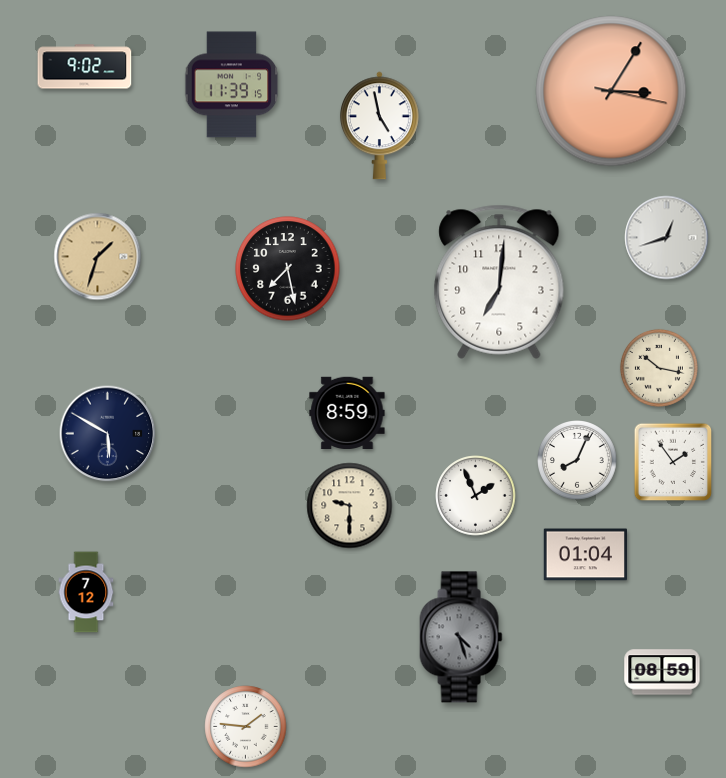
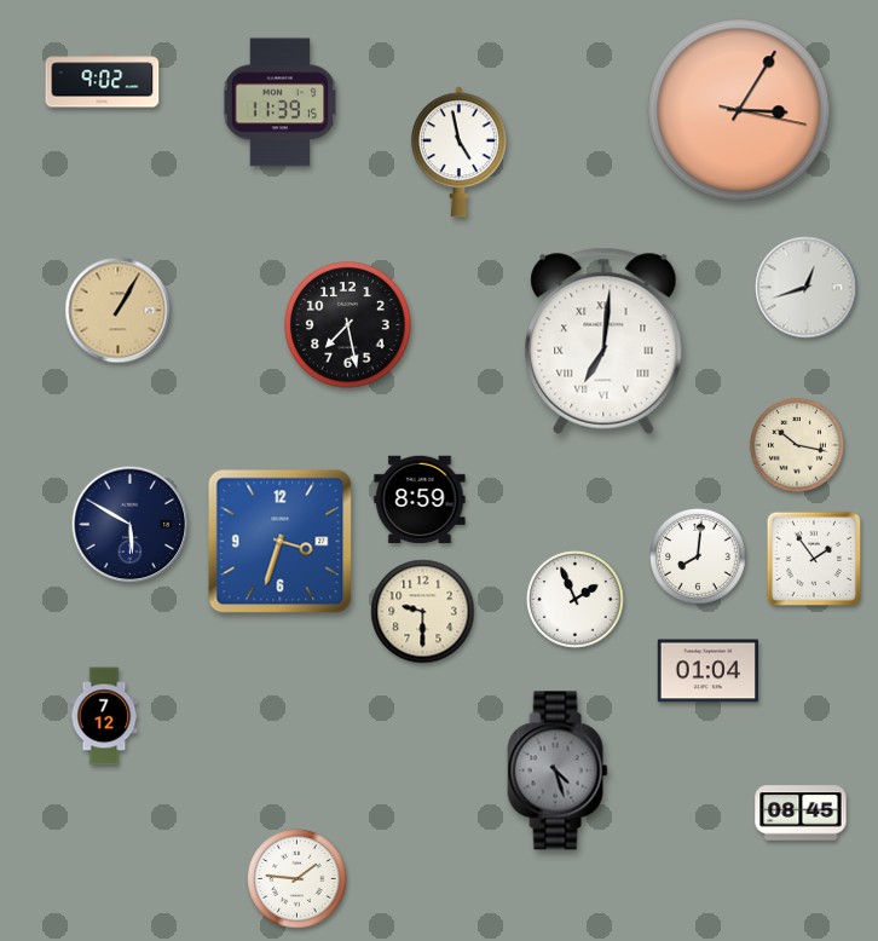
clock at (98, 257): 1:33 -> 1:05
clock at (499, 282) numerals: Arabic -> Roman
clock at (281, 542): none -> 3:33
clock at (578, 461): 8:04 -> 8:01
clock at (662, 672): 08:59 -> 08:45
